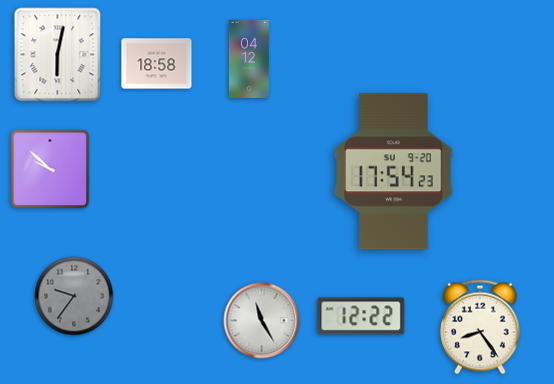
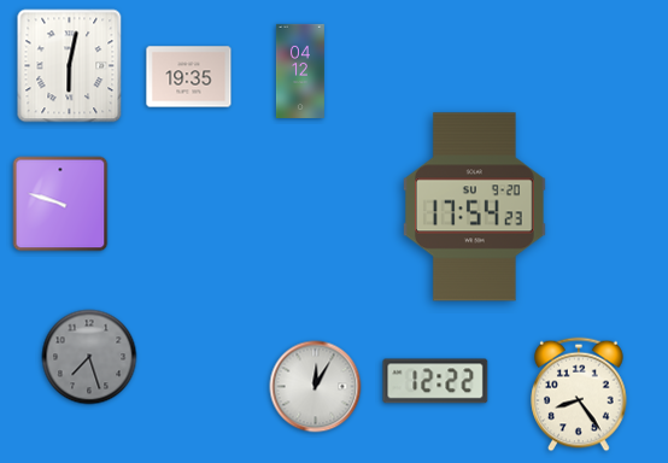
clock at (157, 64): 18:58 -> 19:35
clock at (50, 169): 9:52 -> 9:48
clock at (74, 296): 9:36 -> 7:27
clock at (262, 321): 11:25 -> 12:05
